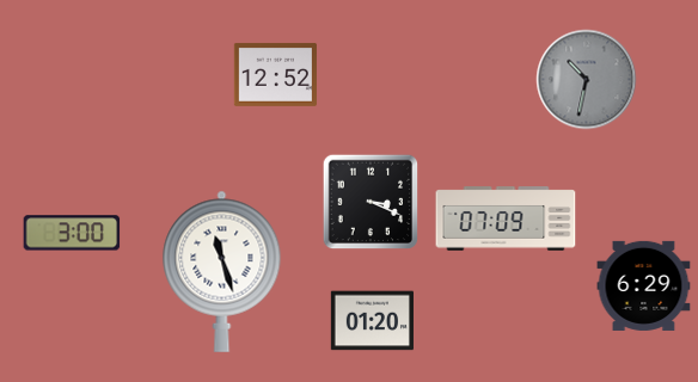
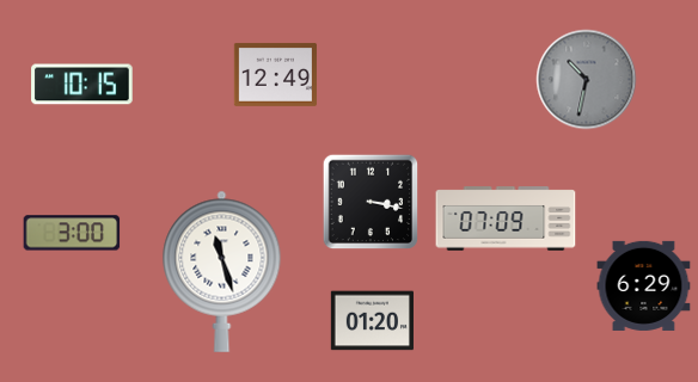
clock at (275, 74): 12:52 -> 12:49
clock at (82, 85): none -> 10:15
clock at (371, 202): 3:19 -> 3:17
